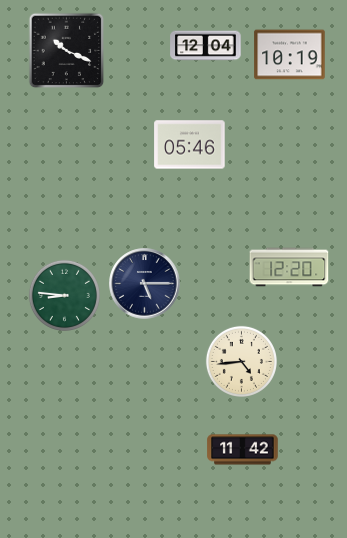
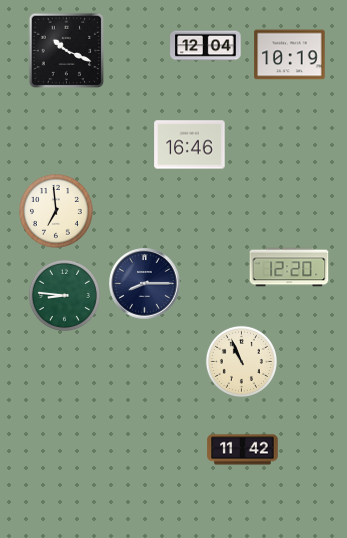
clock at (190, 145): 05:46 -> 16:46
clock at (56, 211): none -> 6:59
clock at (145, 284): 5:15 -> 8:15
clock at (241, 361): 4:44 -> 10:56
